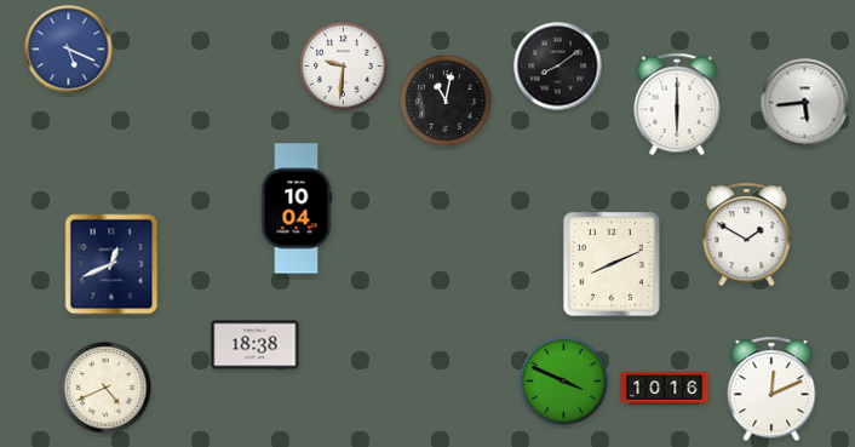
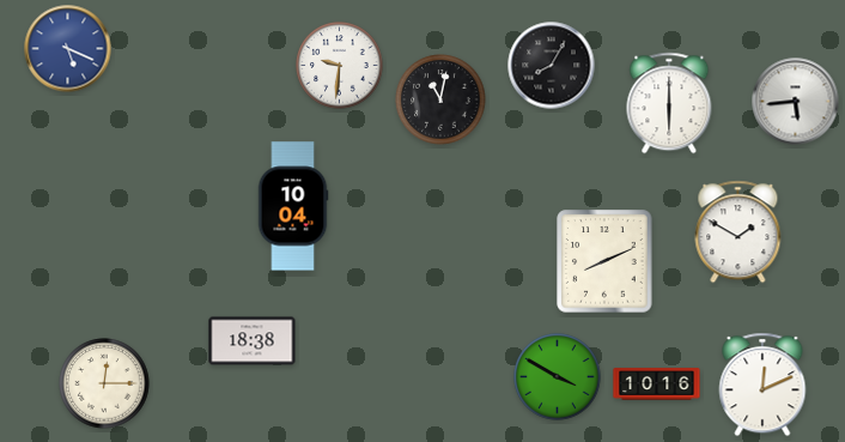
clock at (558, 67): 8:09 -> 8:05
clock at (111, 264): 12:41 -> none
clock at (564, 382): 3:49 -> 3:50
clock at (105, 388): 4:41 -> 12:15
